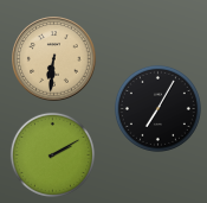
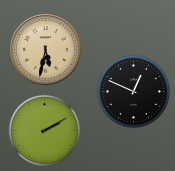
clock at (54, 59): 6:31 -> 5:32
clock at (157, 108): 7:05 -> 12:49
